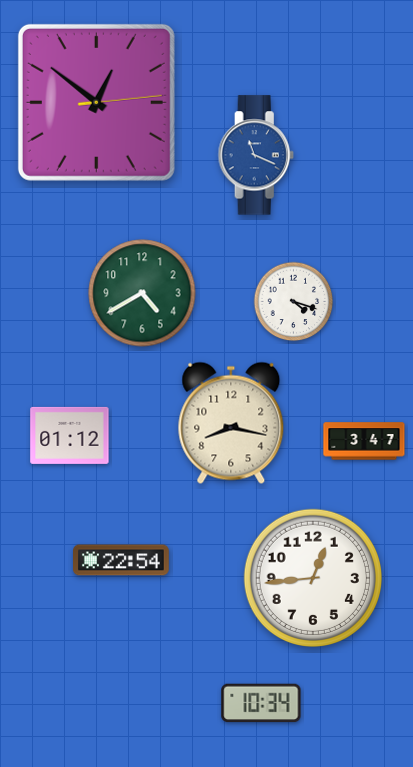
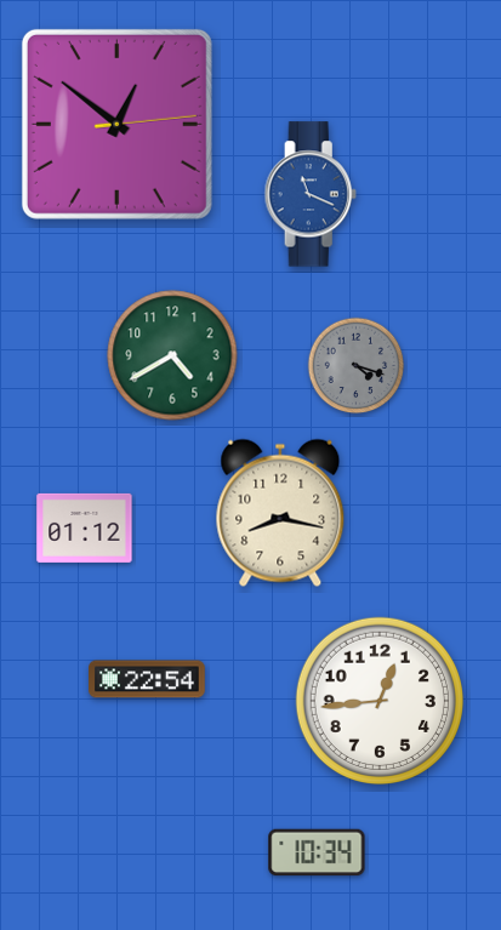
clock at (256, 155) position: (256, 155) -> (311, 194)
clock at (294, 302) dial: white -> grey
clock at (364, 441): 3:47 -> none
